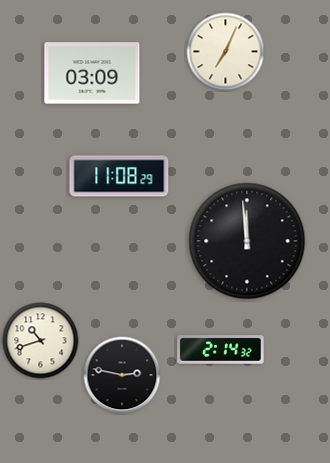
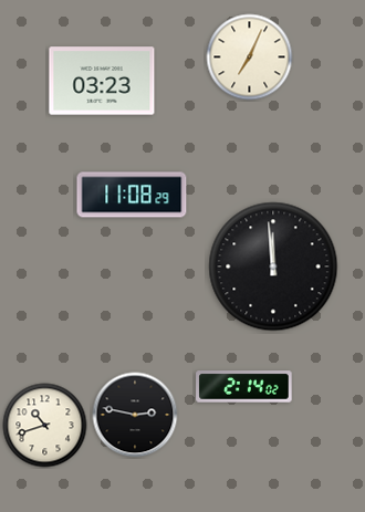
clock at (92, 73): 03:09 -> 03:23
clock at (41, 341) position: (41, 341) -> (45, 426)
clock at (221, 350): 2:14:32 -> 2:14:02
